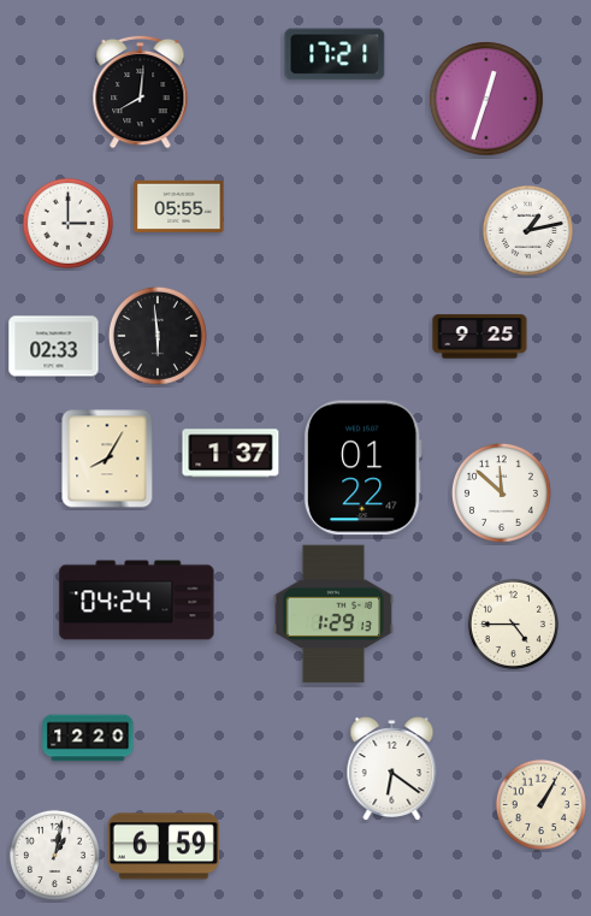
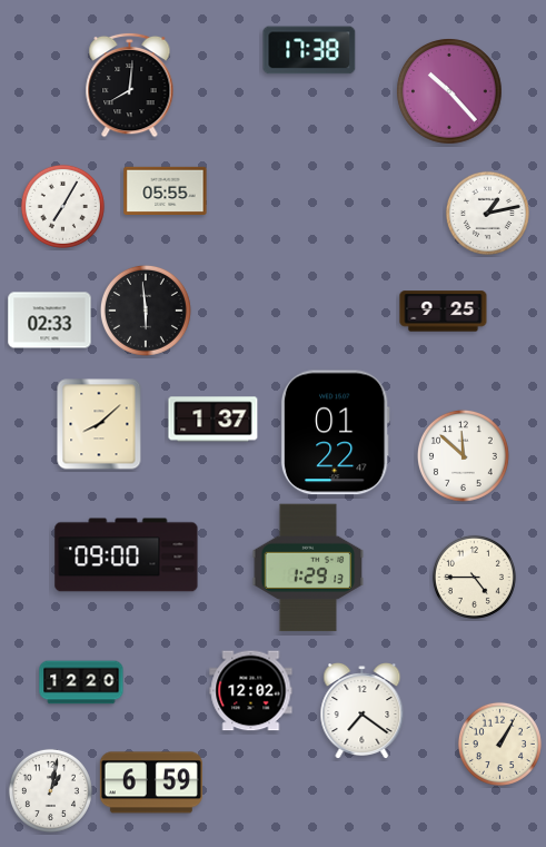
clock at (335, 54): 17:21 -> 17:38
clock at (486, 99): 12:33 -> 10:23
clock at (67, 223): 3:00 -> 7:05
clock at (107, 459): 8:05 -> 8:08
clock at (137, 601): 04:24 -> 09:00
clock at (251, 691): none -> 12:02
clock at (392, 769): 6:21 -> 7:21
